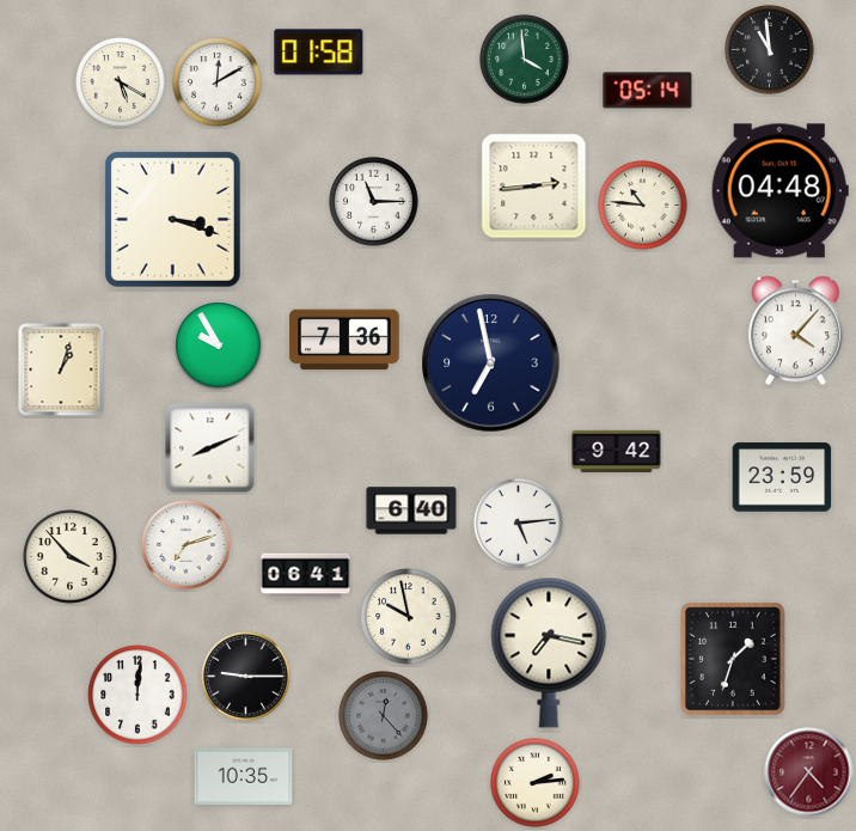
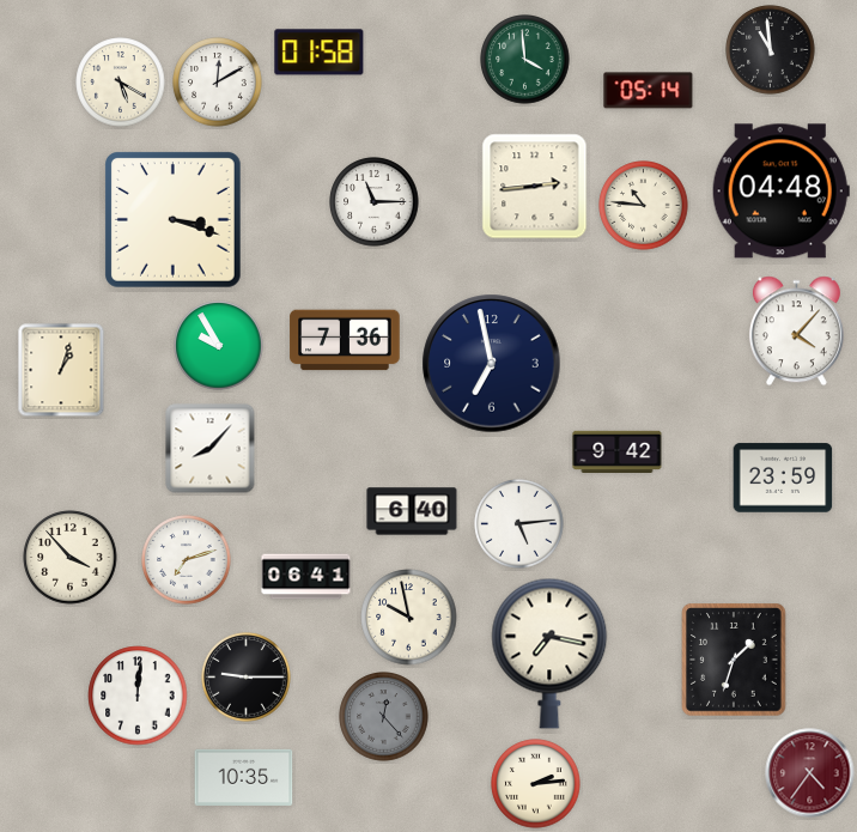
clock at (210, 448): 8:11 -> 8:07
clock at (187, 545) position: (187, 545) -> (187, 560)
